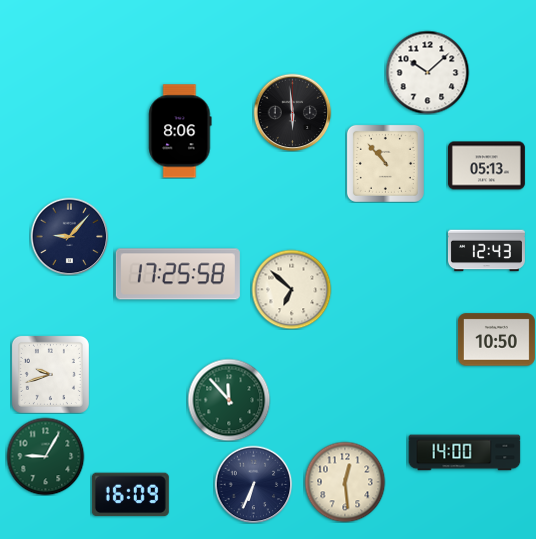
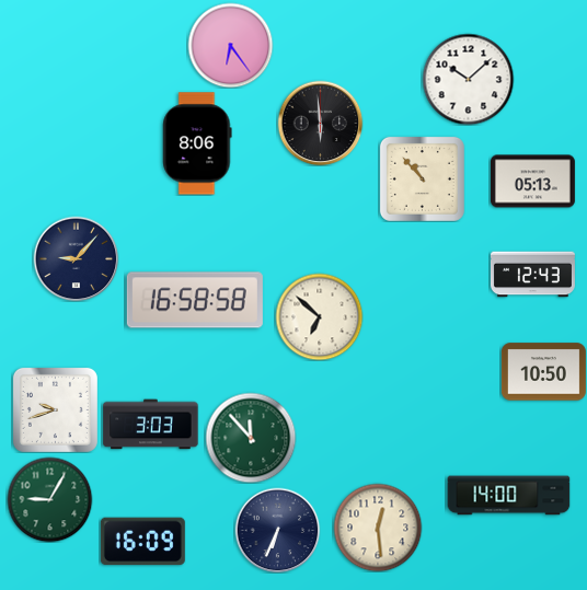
clock at (230, 45): none -> 6:24
clock at (178, 274): 17:25 -> 16:58
clock at (151, 425): none -> 3:03
